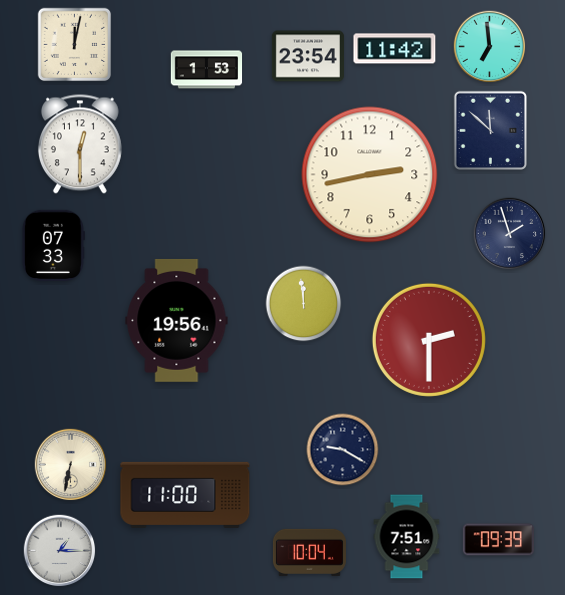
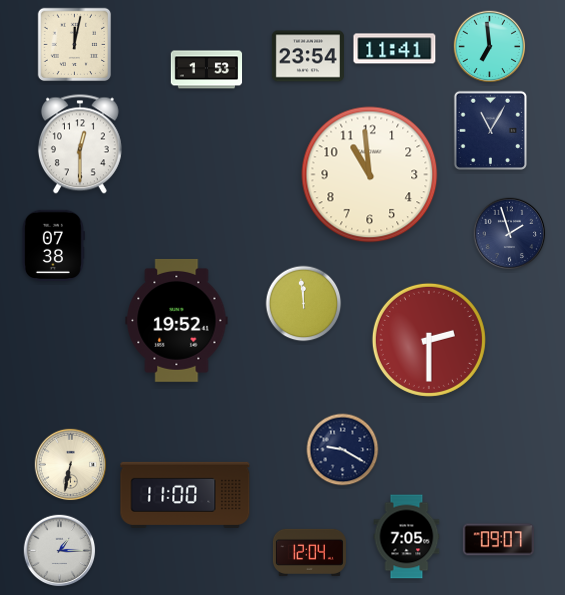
clock at (395, 49): 11:42 -> 11:41
clock at (490, 130): 11:52 -> 11:05
clock at (370, 175): 2:43 -> 10:59
clock at (53, 245): 07:33 -> 07:38
clock at (177, 320): 19:56 -> 19:52
clock at (407, 537): 7:51 -> 7:05
clock at (498, 540): 09:39 -> 09:07
clock at (309, 552): 10:04 -> 12:04
